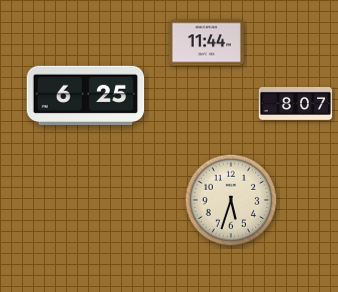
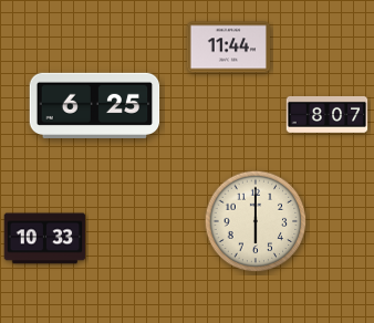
clock at (231, 200): 5:33 -> 6:00
clock at (45, 239): none -> 10:33
